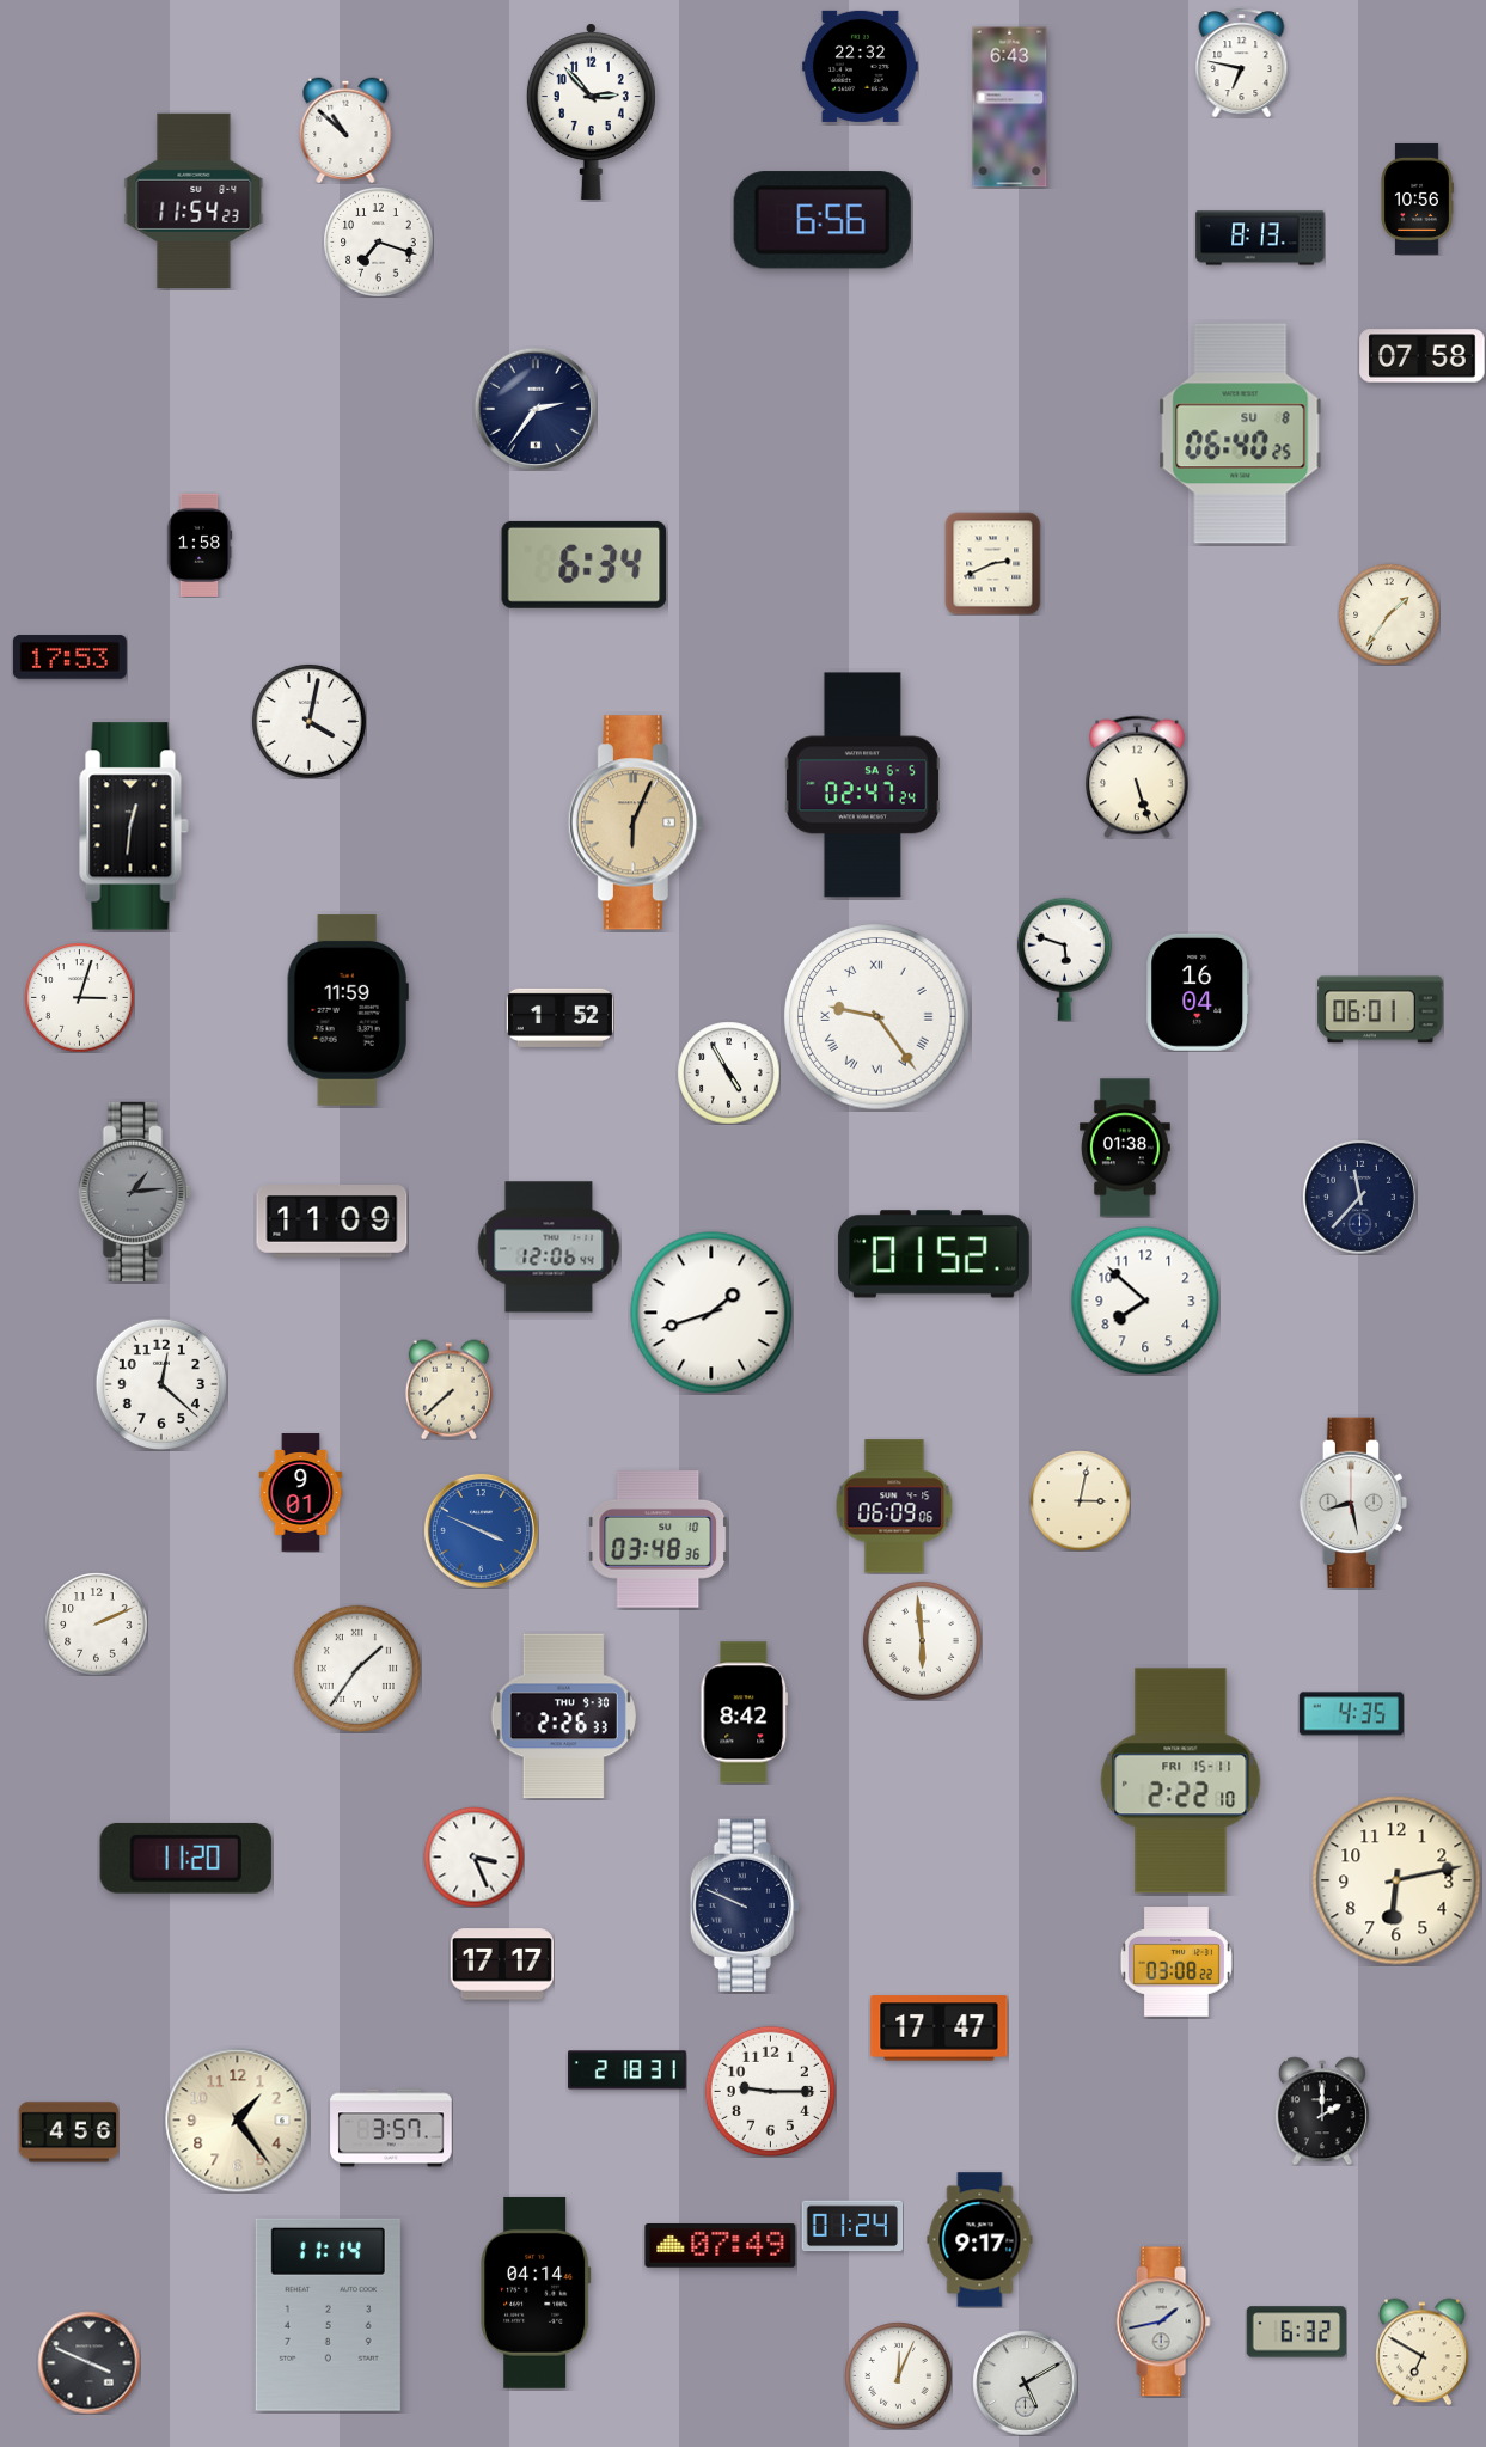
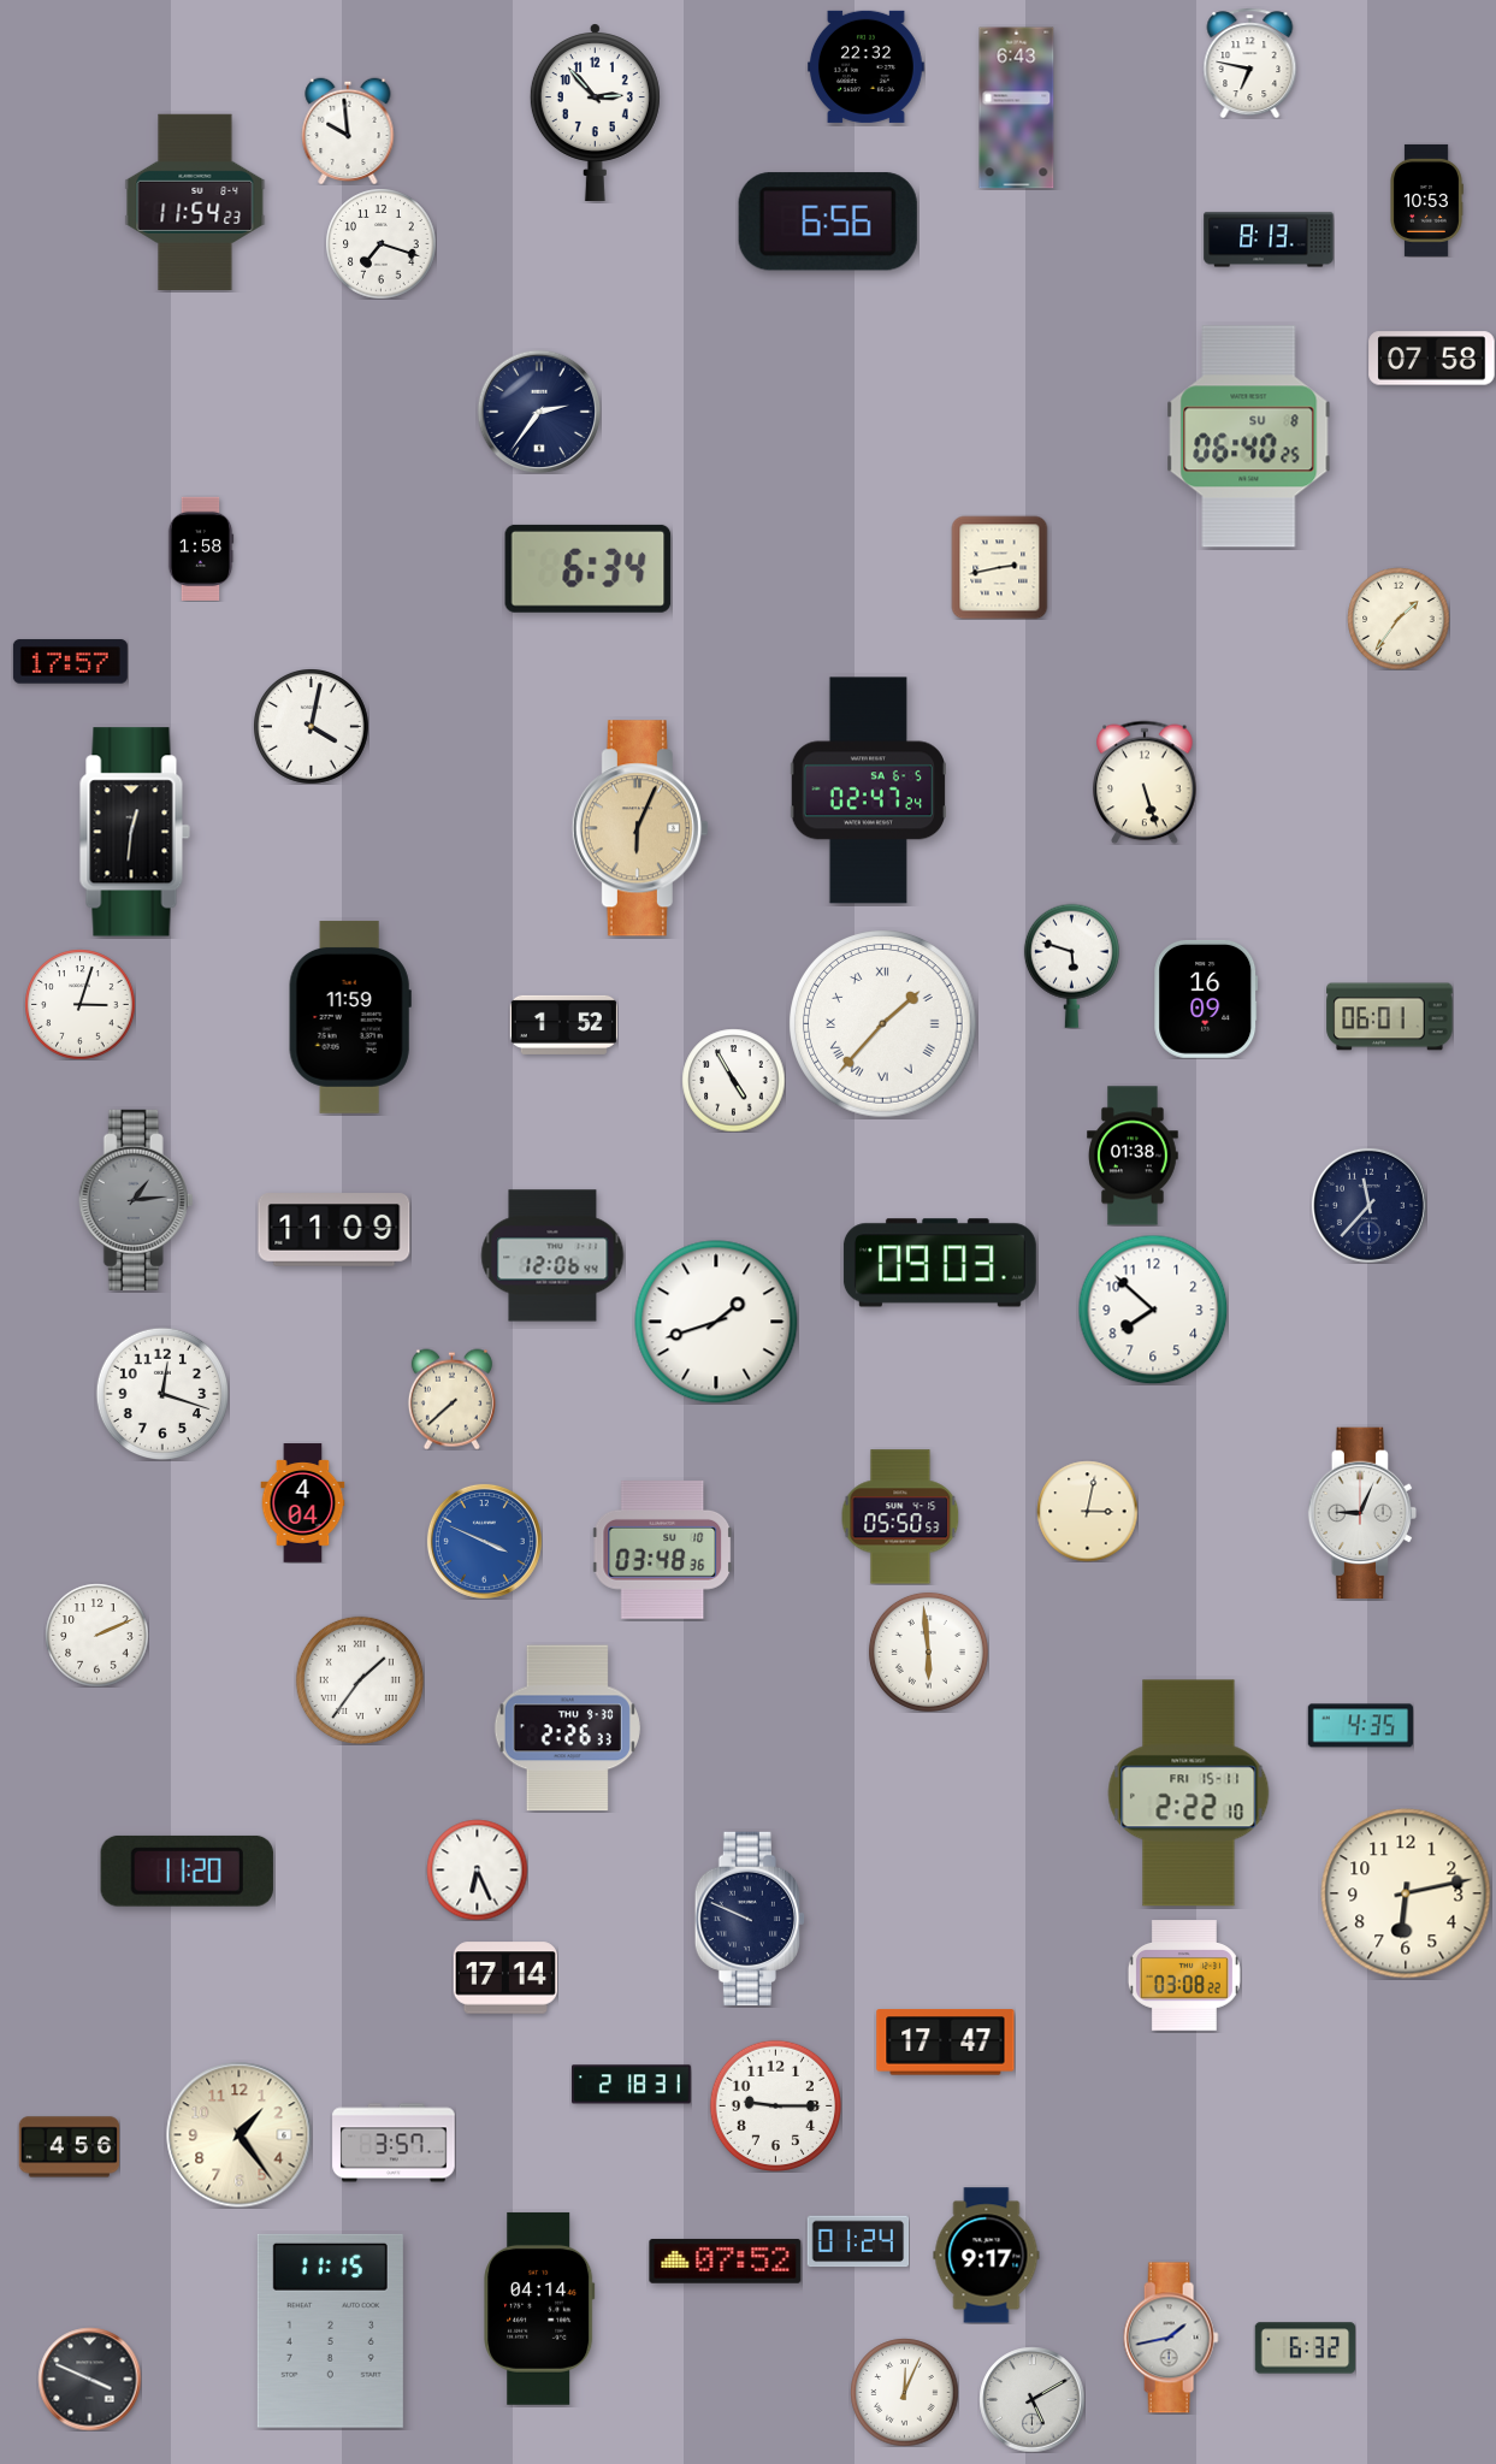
clock at (345, 130): 10:52 -> 9:59
clock at (1417, 198): 10:56 -> 10:53
clock at (993, 563): 2:41 -> 2:43
clock at (69, 657): 17:53 -> 17:57
clock at (1198, 992): 16:04 -> 16:09
clock at (877, 1017): 9:24 -> 1:37
clock at (934, 1254): 01:52 -> 09:03
clock at (160, 1383): 12:22 -> 12:18
clock at (301, 1493): 9:01 -> 4:04
clock at (1353, 1503): 8:28 -> 9:04
clock at (894, 1506): 06:09 -> 05:50
clock at (745, 1713): 8:42 -> none
clock at (473, 1856): 3:26 -> 6:26
clock at (501, 1964): 17:17 -> 17:14
clock at (1322, 2111): 2:00 -> none
clock at (721, 2246): 07:49 -> 07:52
clock at (328, 2314): 11:14 -> 11:15
clock at (1423, 2351): 6:50 -> none
